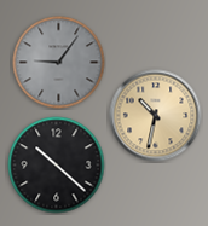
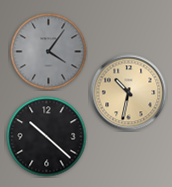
clock at (59, 63): 9:06 -> 4:06
clock at (156, 116) position: (156, 116) -> (129, 93)
